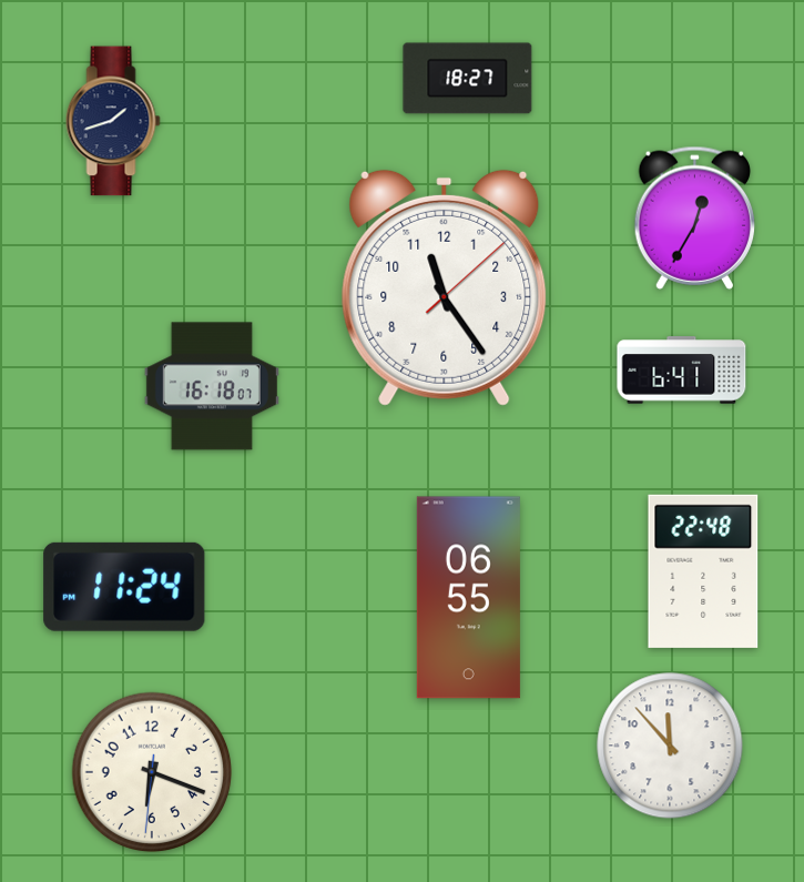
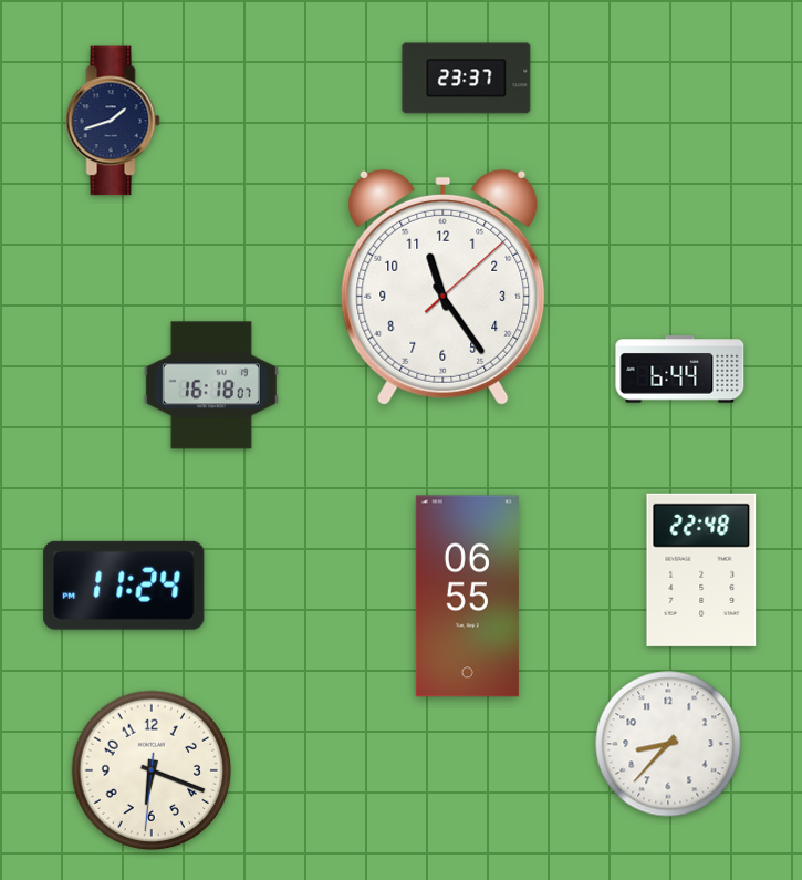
clock at (468, 79): 18:27 -> 23:37
clock at (694, 217): 12:35 -> none
clock at (682, 371): 6:41 -> 6:44
clock at (670, 746): 11:53 -> 8:37
